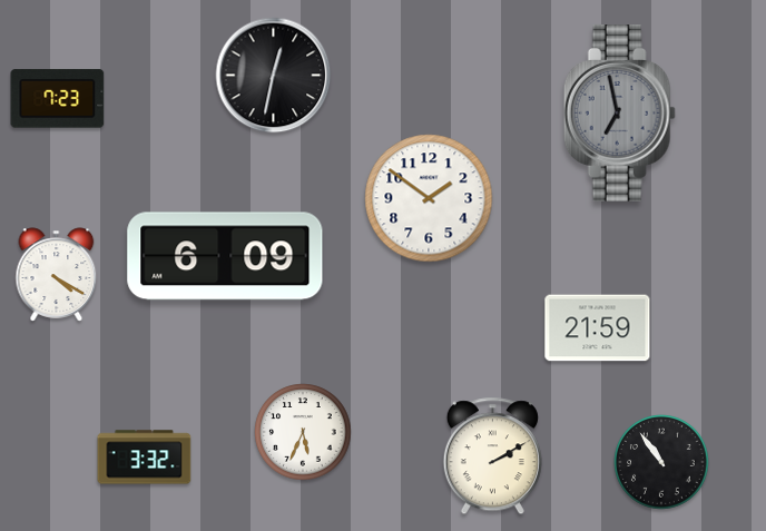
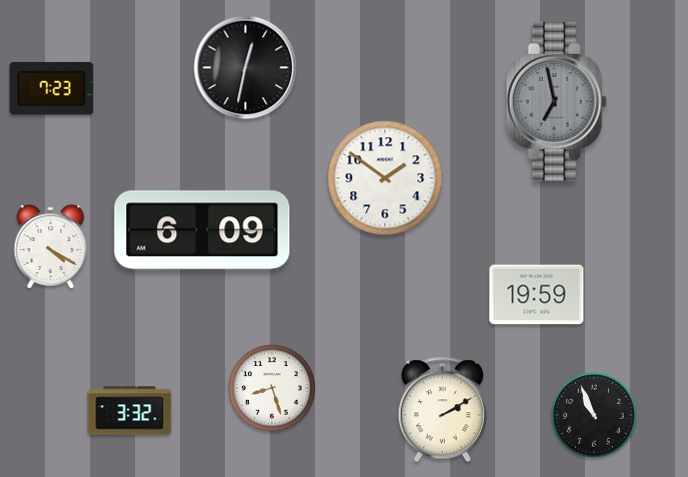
clock at (598, 328): 21:59 -> 19:59
clock at (303, 432): 5:34 -> 8:27
clock at (662, 463): 10:54 -> 10:56
